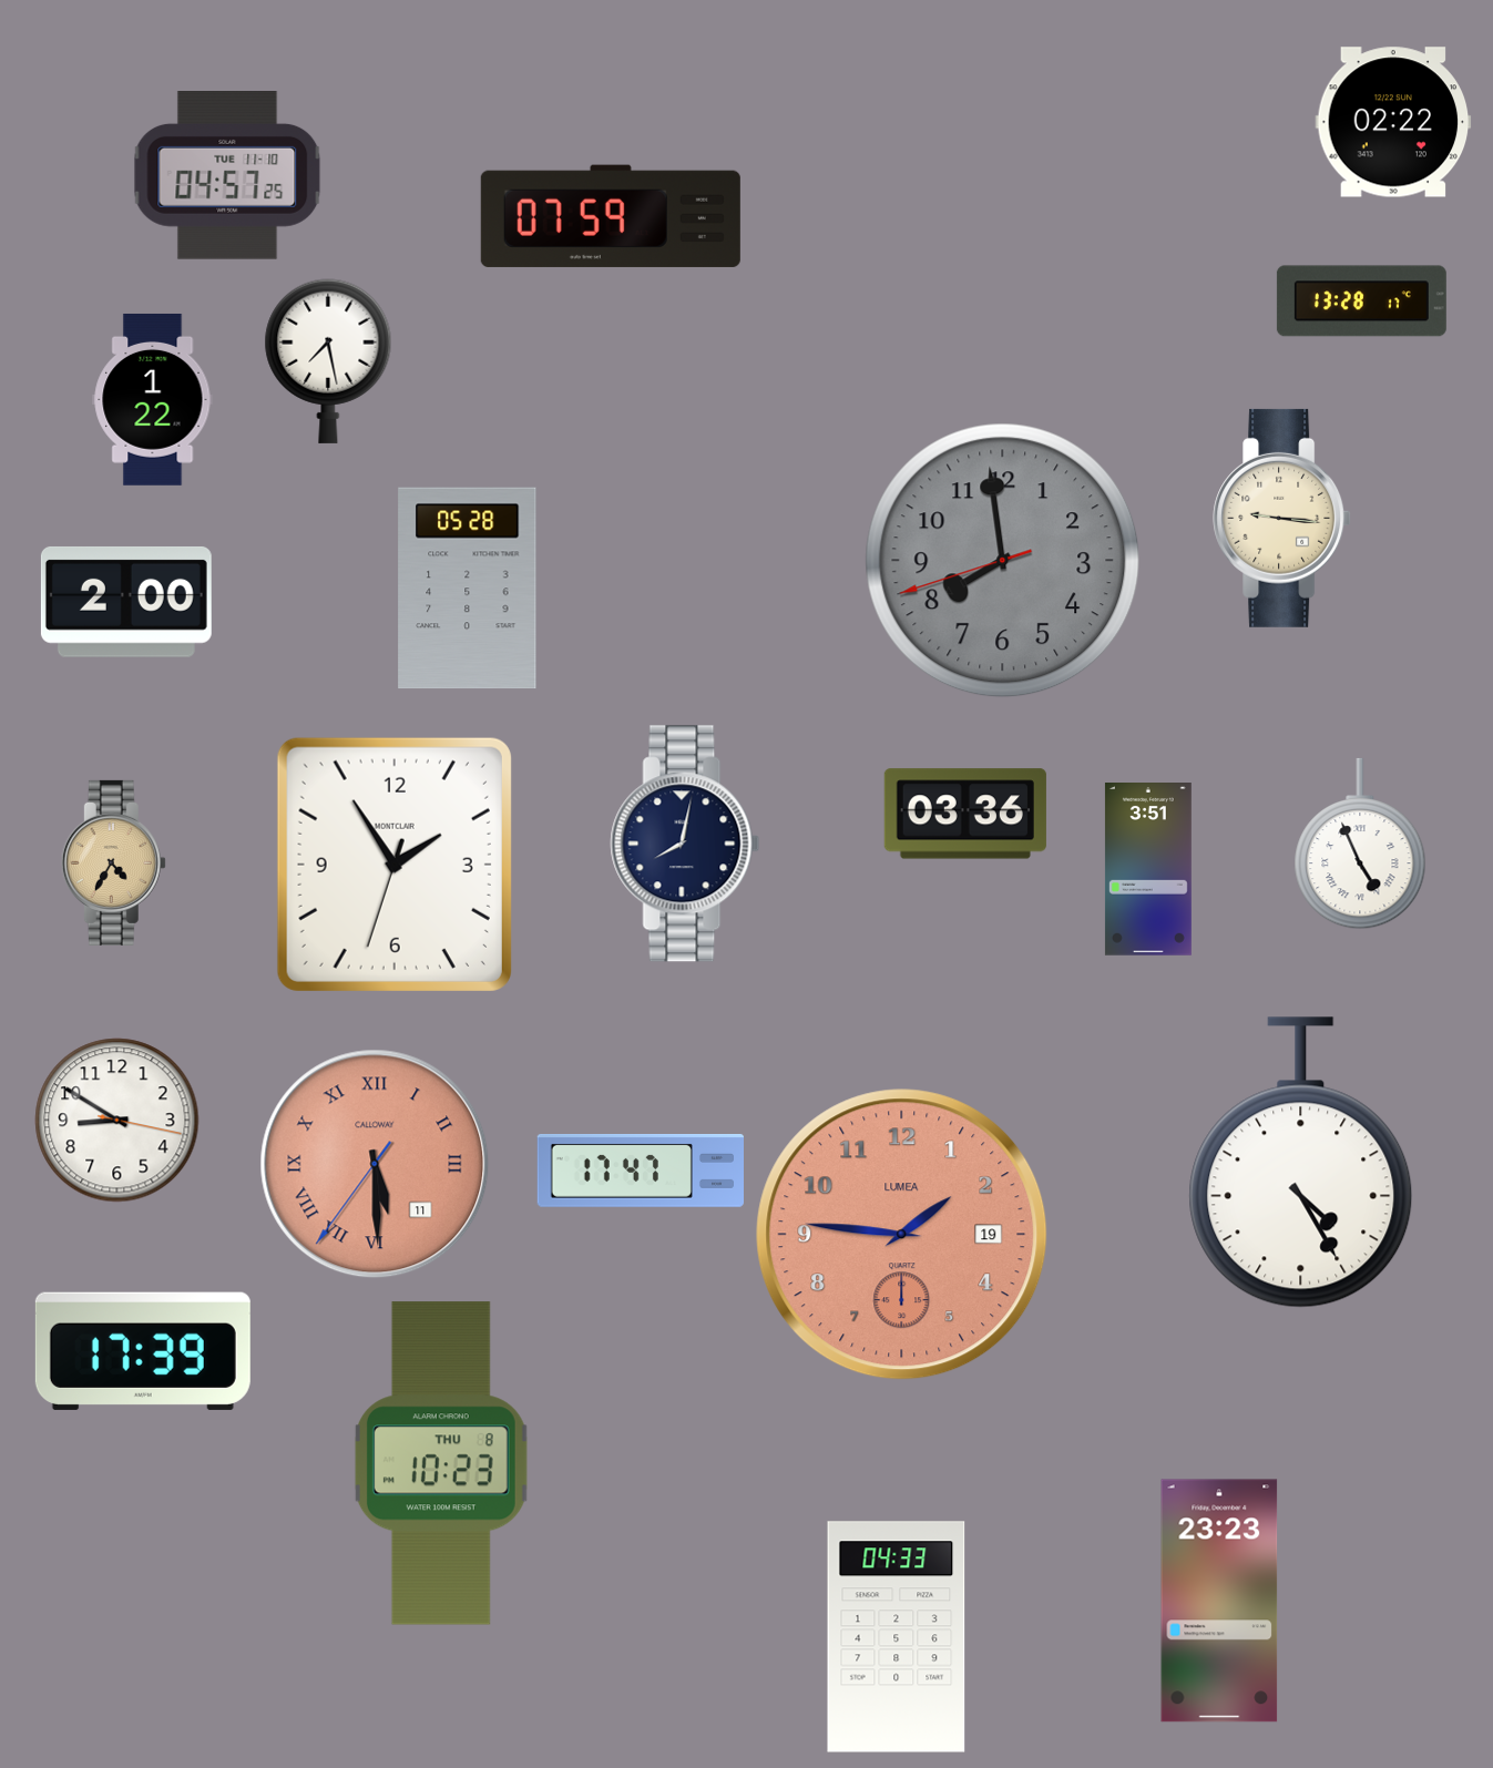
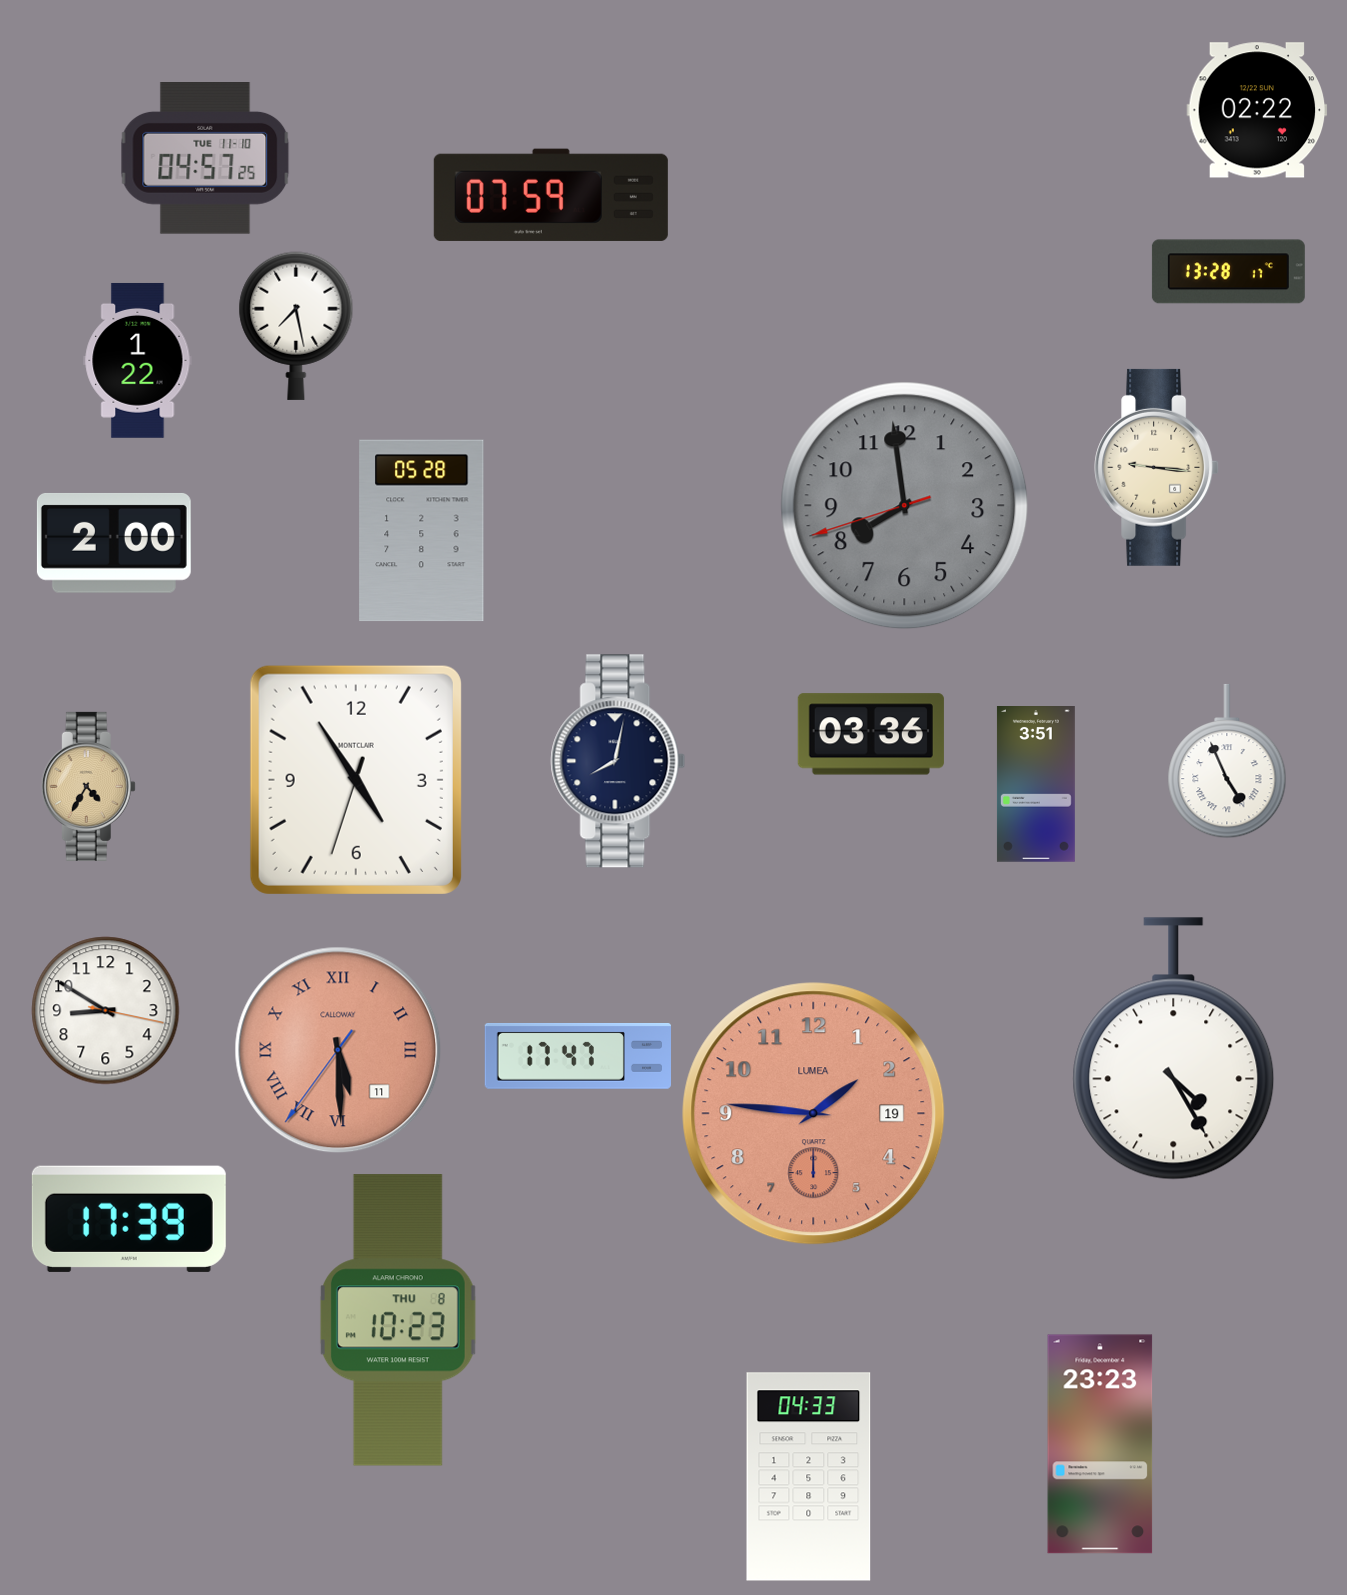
clock at (113, 862) position: (113, 862) -> (88, 786)
clock at (395, 865): 1:54 -> 4:54
